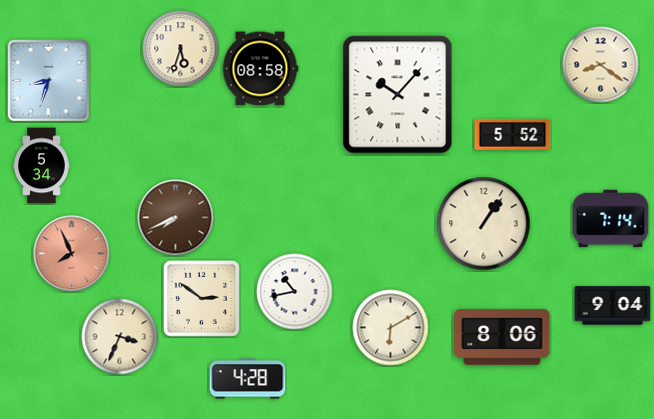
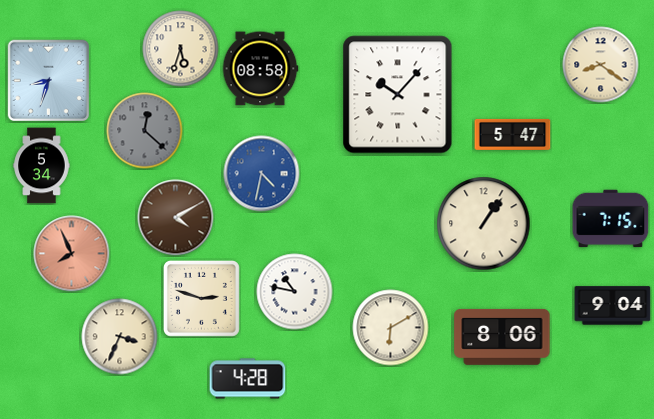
clock at (145, 131): none -> 12:22
clock at (513, 134): 5:52 -> 5:47
clock at (262, 174): none -> 4:32
clock at (176, 218): 7:41 -> 4:10
clock at (611, 219): 7:14 -> 7:15
clock at (295, 292): 10:43 -> 10:47
clock at (201, 298): 2:51 -> 2:48
